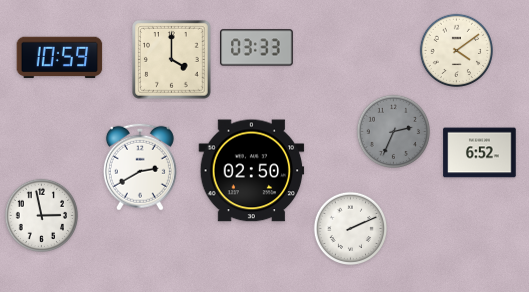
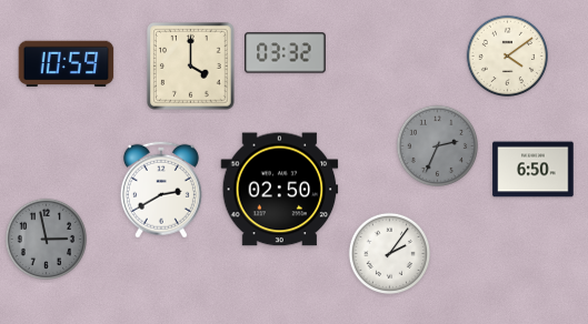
clock at (257, 48): 03:33 -> 03:32
clock at (480, 153): 6:52 -> 6:50
clock at (140, 167) position: (140, 167) -> (161, 190)
clock at (42, 216) dial: white -> grey
clock at (351, 229): 2:11 -> 2:06
